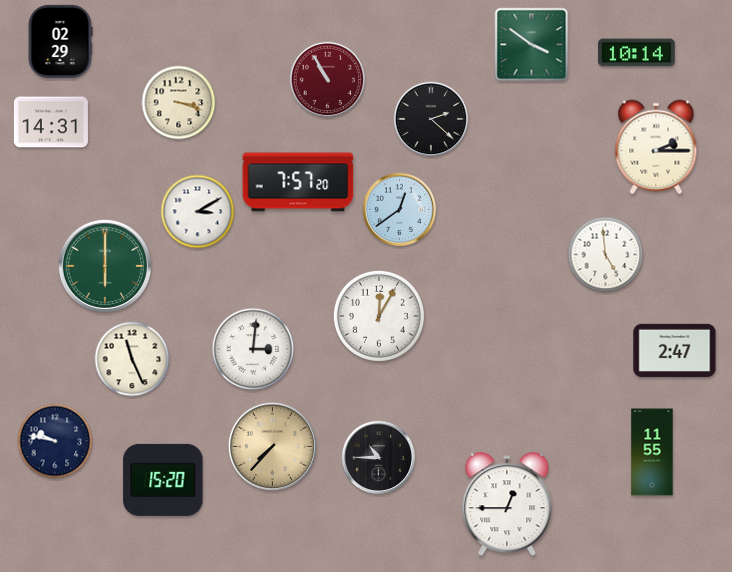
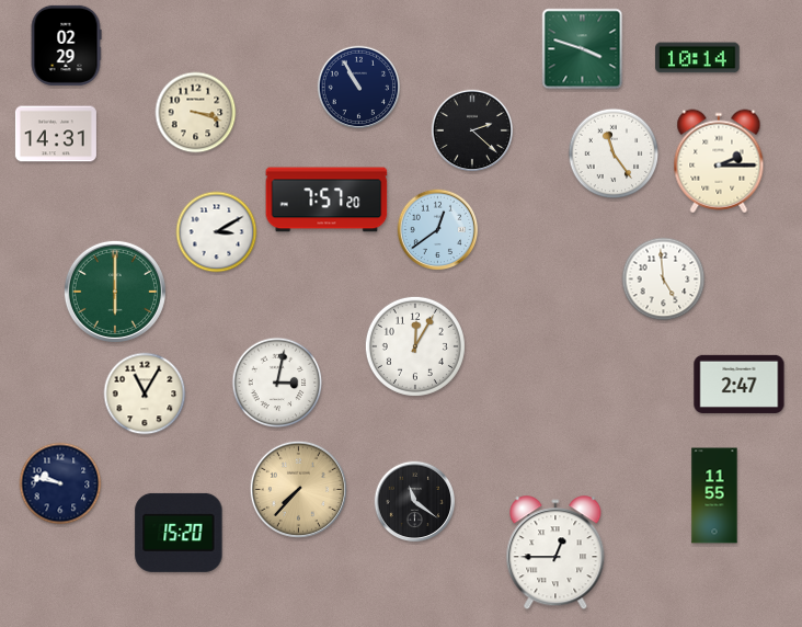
clock at (532, 45): 3:51 -> 3:48
clock at (328, 80) dial: burgundy -> navy
clock at (614, 153): none -> 11:24
clock at (253, 349): 3:01 -> 3:02
clock at (132, 359): 11:26 -> 11:05
clock at (379, 458): 10:45 -> 11:21
clock at (163, 480) position: (163, 480) -> (179, 533)
